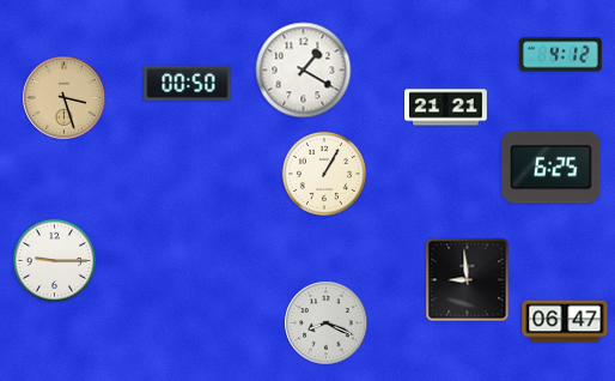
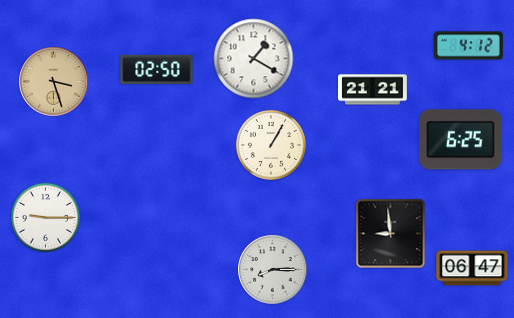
clock at (188, 83): 00:50 -> 02:50
clock at (327, 323): 8:19 -> 8:15
